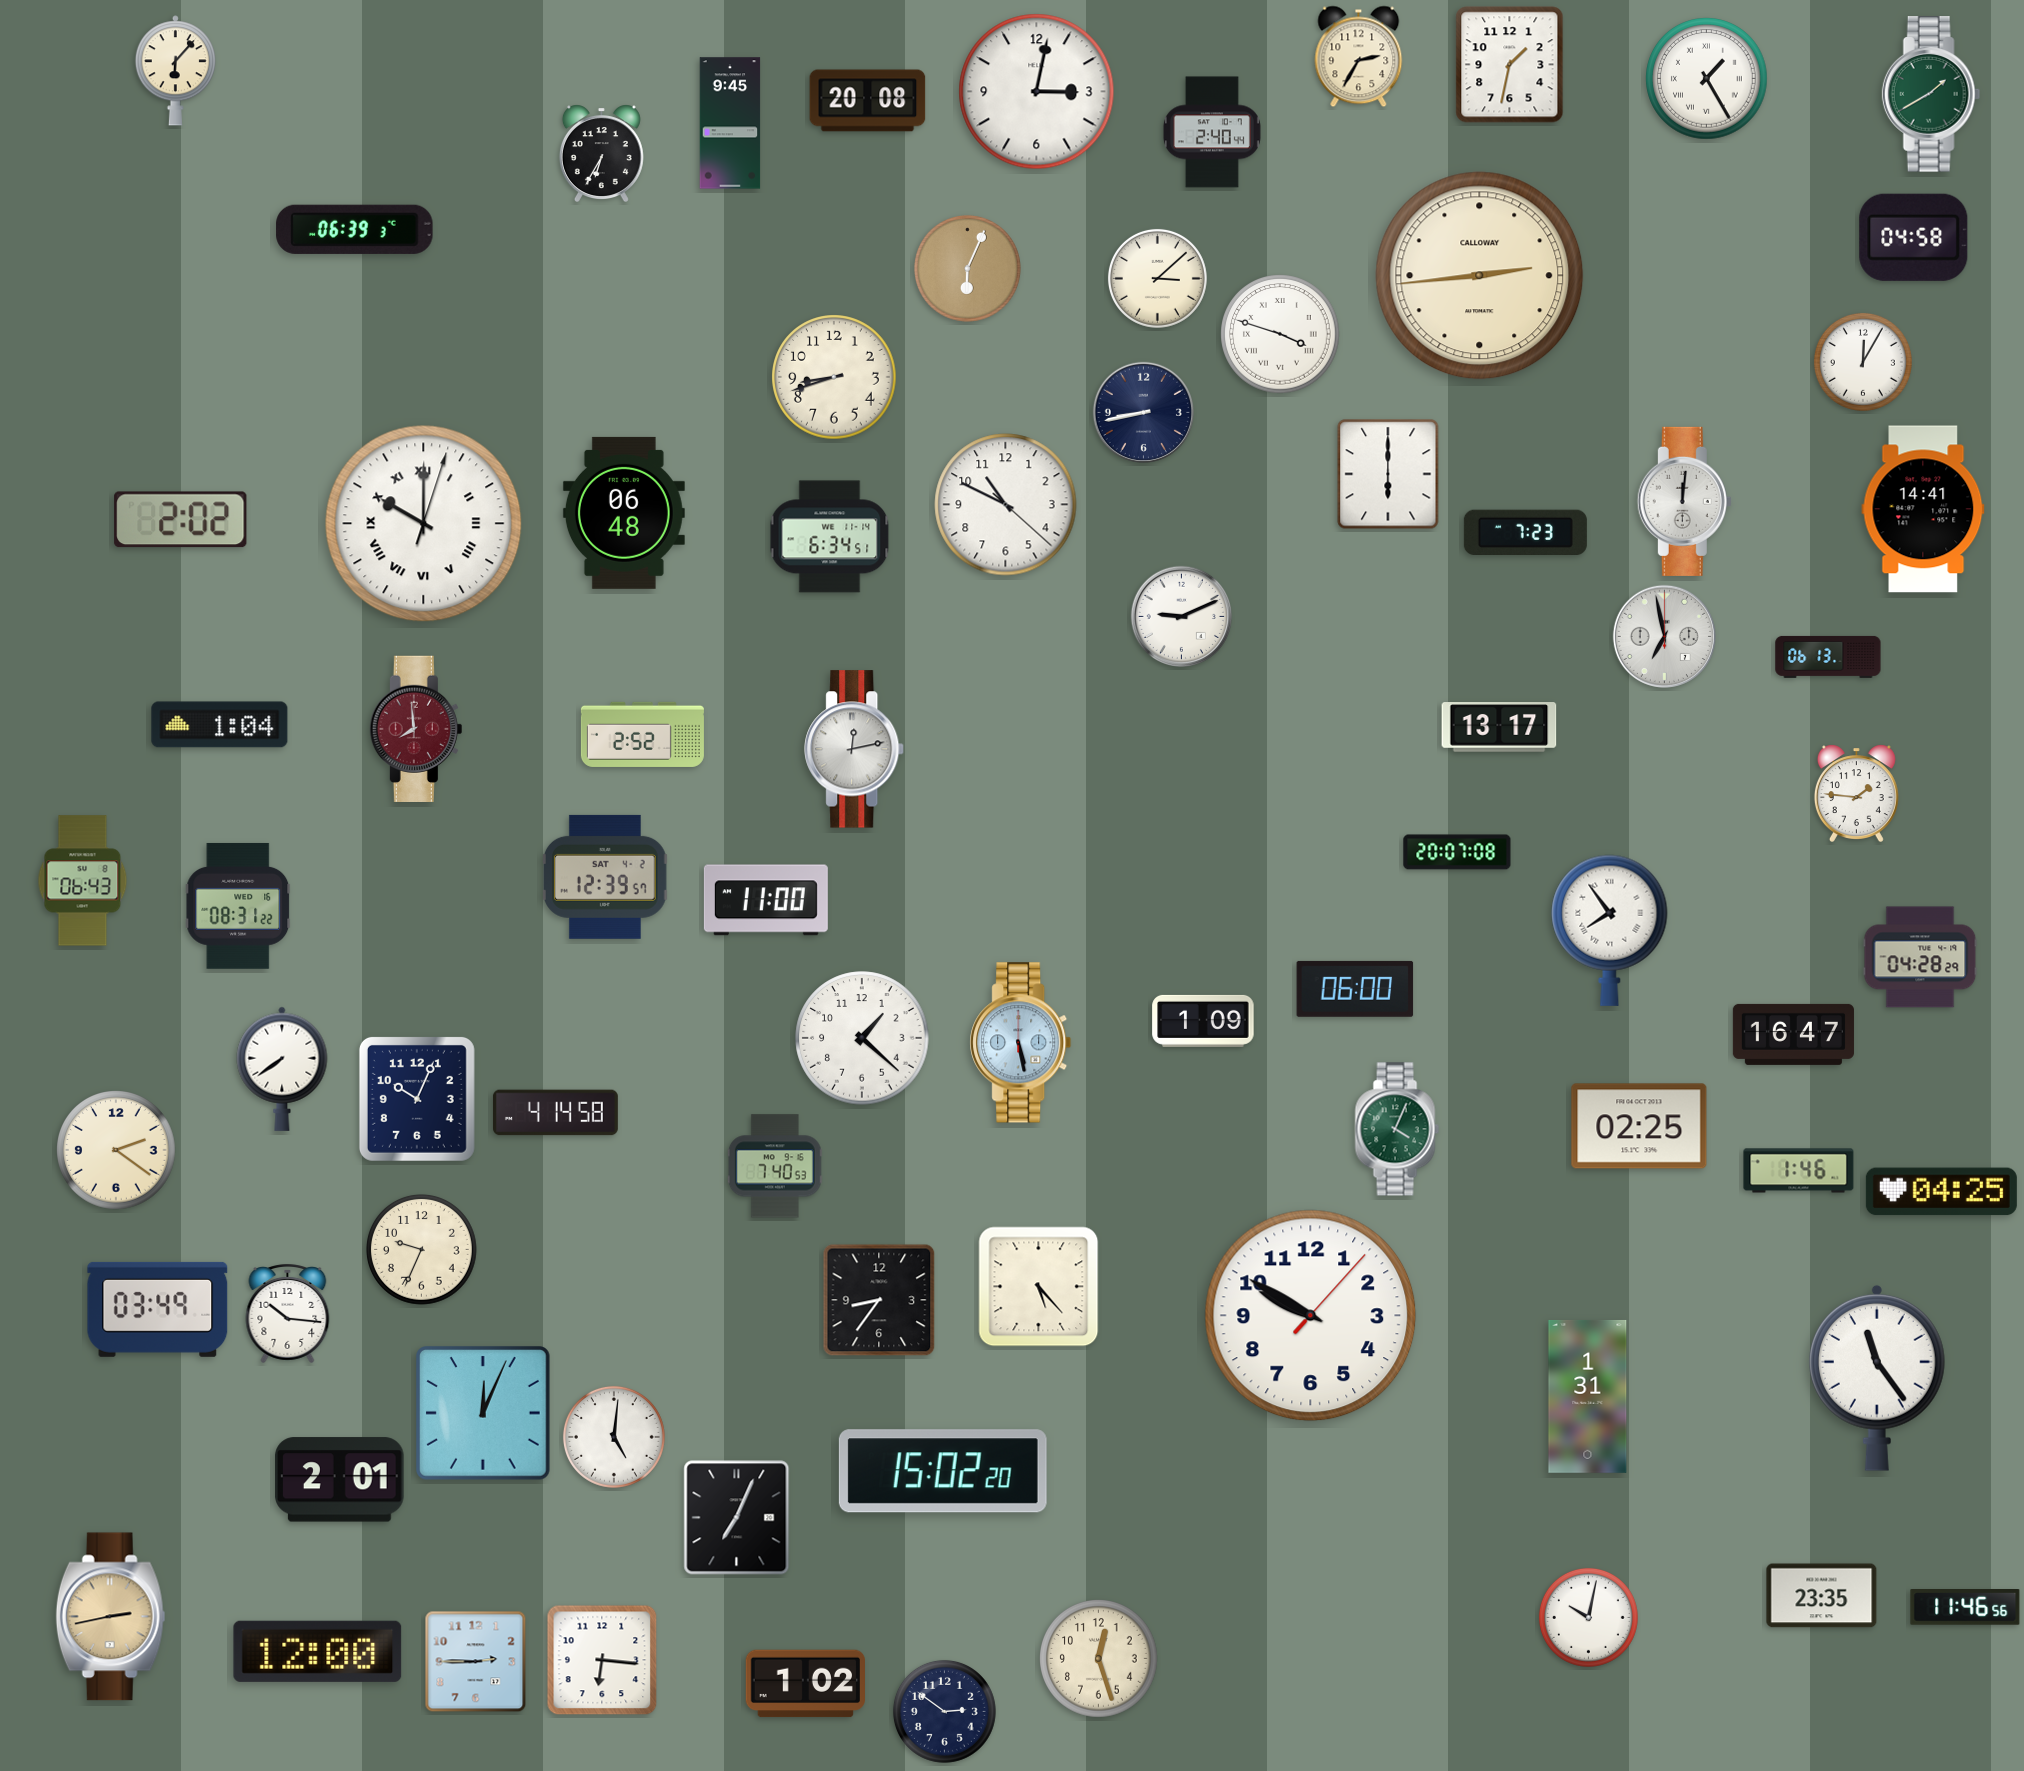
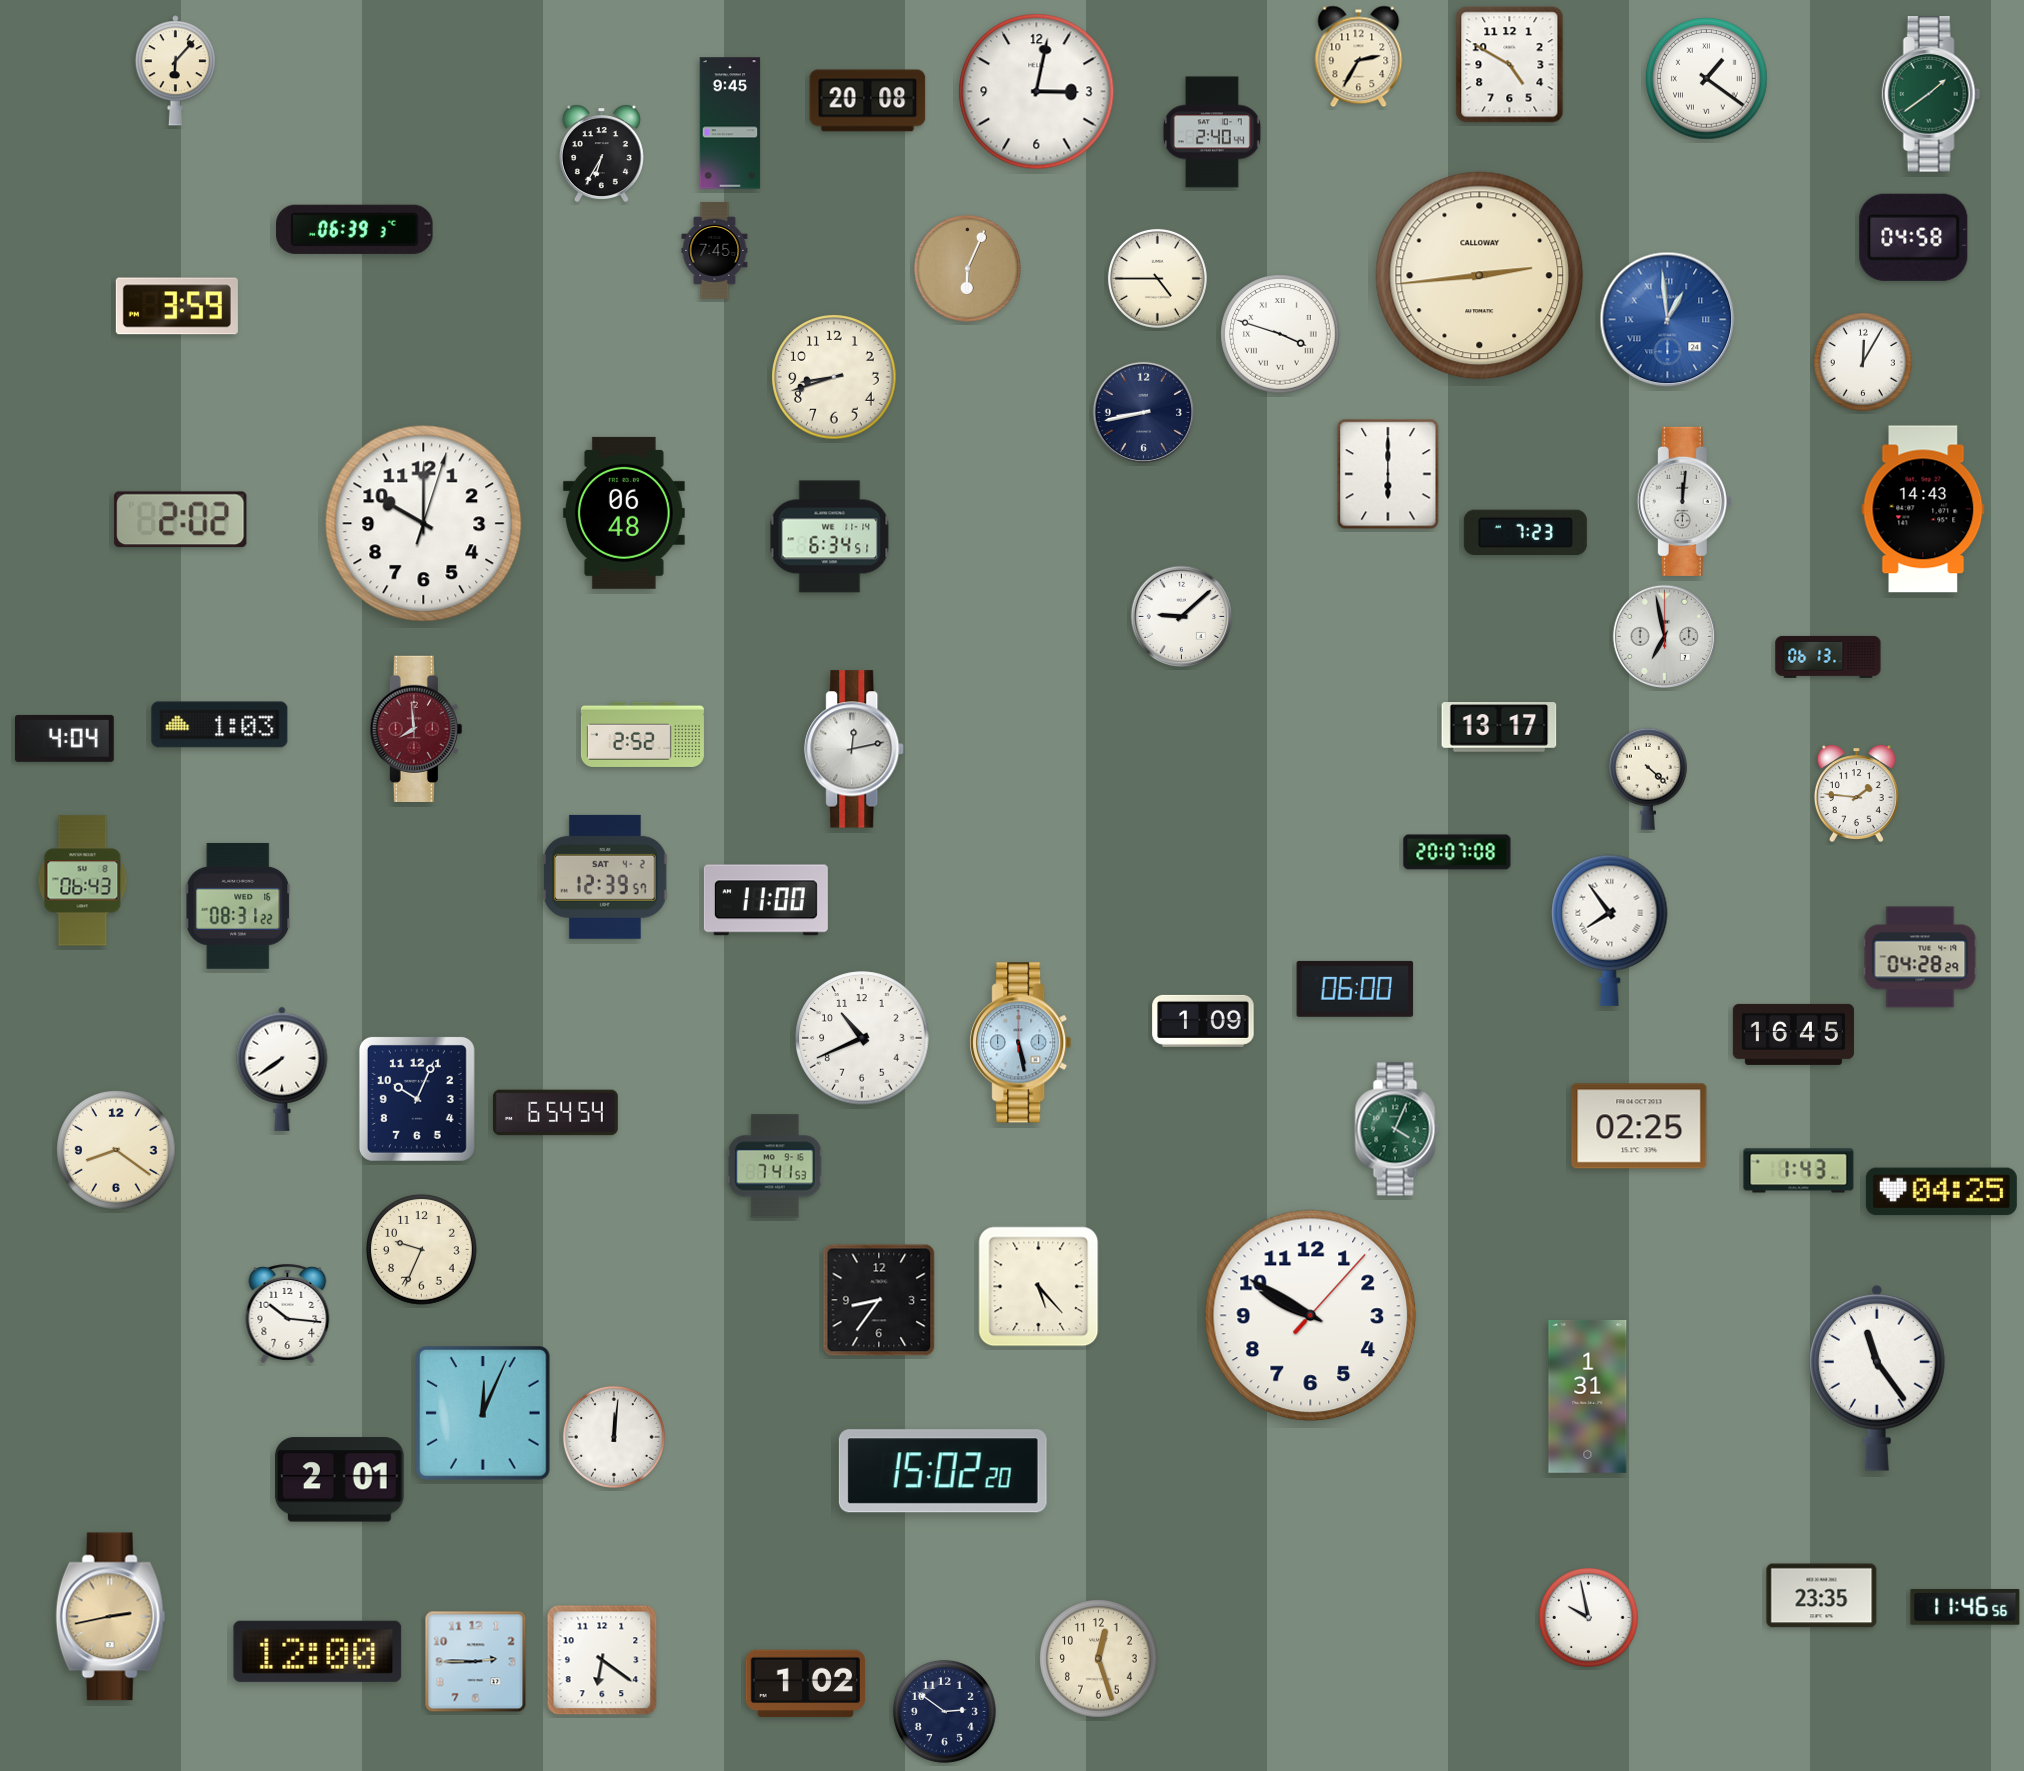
clock at (1510, 65): 1:32 -> 4:50
clock at (1707, 79): 1:25 -> 1:21
clock at (1931, 94): 1:40 -> 1:39
clock at (715, 250): none -> 7:45
clock at (1157, 278): 3:08 -> 4:45
clock at (177, 306): none -> 3:59
clock at (1668, 320): none -> 12:59
clock at (1006, 505): 10:49 -> none
clock at (1923, 509): 14:41 -> 14:43
clock at (424, 524) numerals: Roman -> Arabic
clock at (1181, 616): 9:11 -> 9:08
clock at (220, 725): 1:04 -> 1:03
clock at (65, 738): none -> 4:04
clock at (1648, 779): none -> 4:22
clock at (1793, 1034): 16:47 -> 16:45
clock at (862, 1038): 1:22 -> 10:41
clock at (555, 1113): 4:14 -> 6:54
clock at (116, 1150): 2:21 -> 8:21
clock at (775, 1166): 7:40 -> 7:41
clock at (1799, 1171): 1:46 -> 1:43
clock at (158, 1309): 03:49 -> none
clock at (614, 1437): 5:01 -> 12:01
clock at (737, 1518): 7:04 -> none
clock at (1588, 1617): 10:02 -> 9:58
clock at (602, 1660): 6:16 -> 6:21
